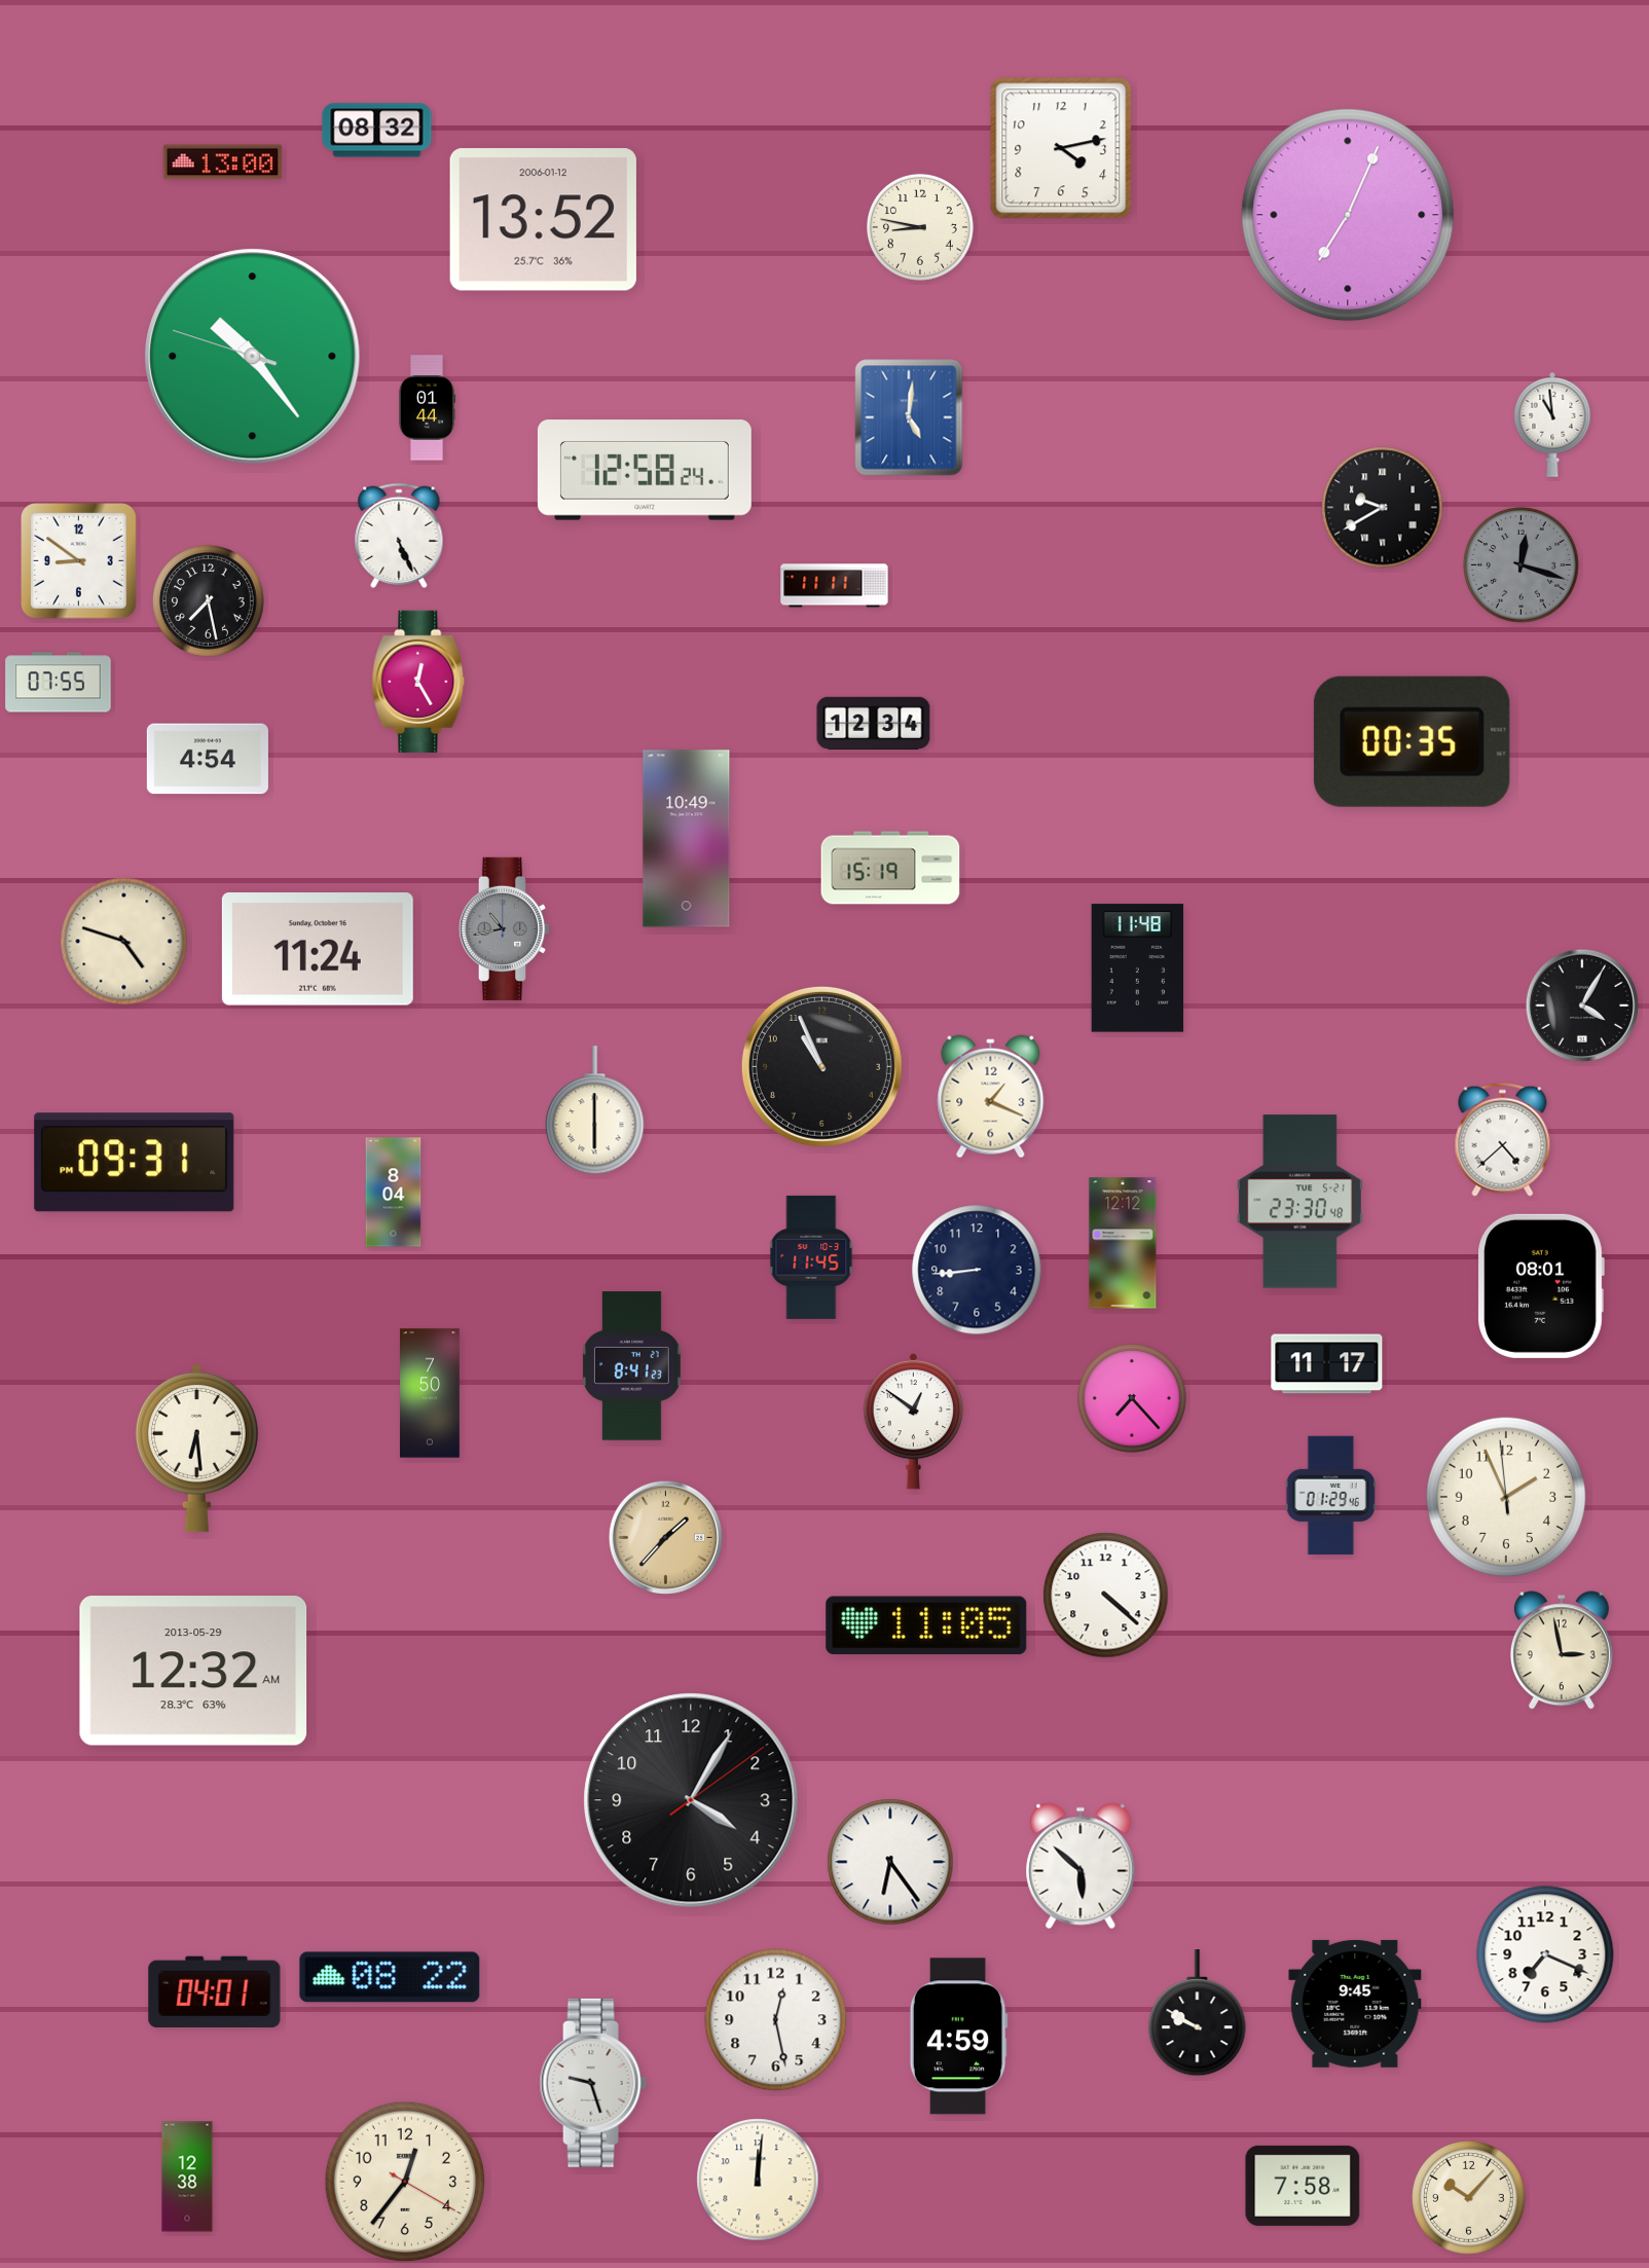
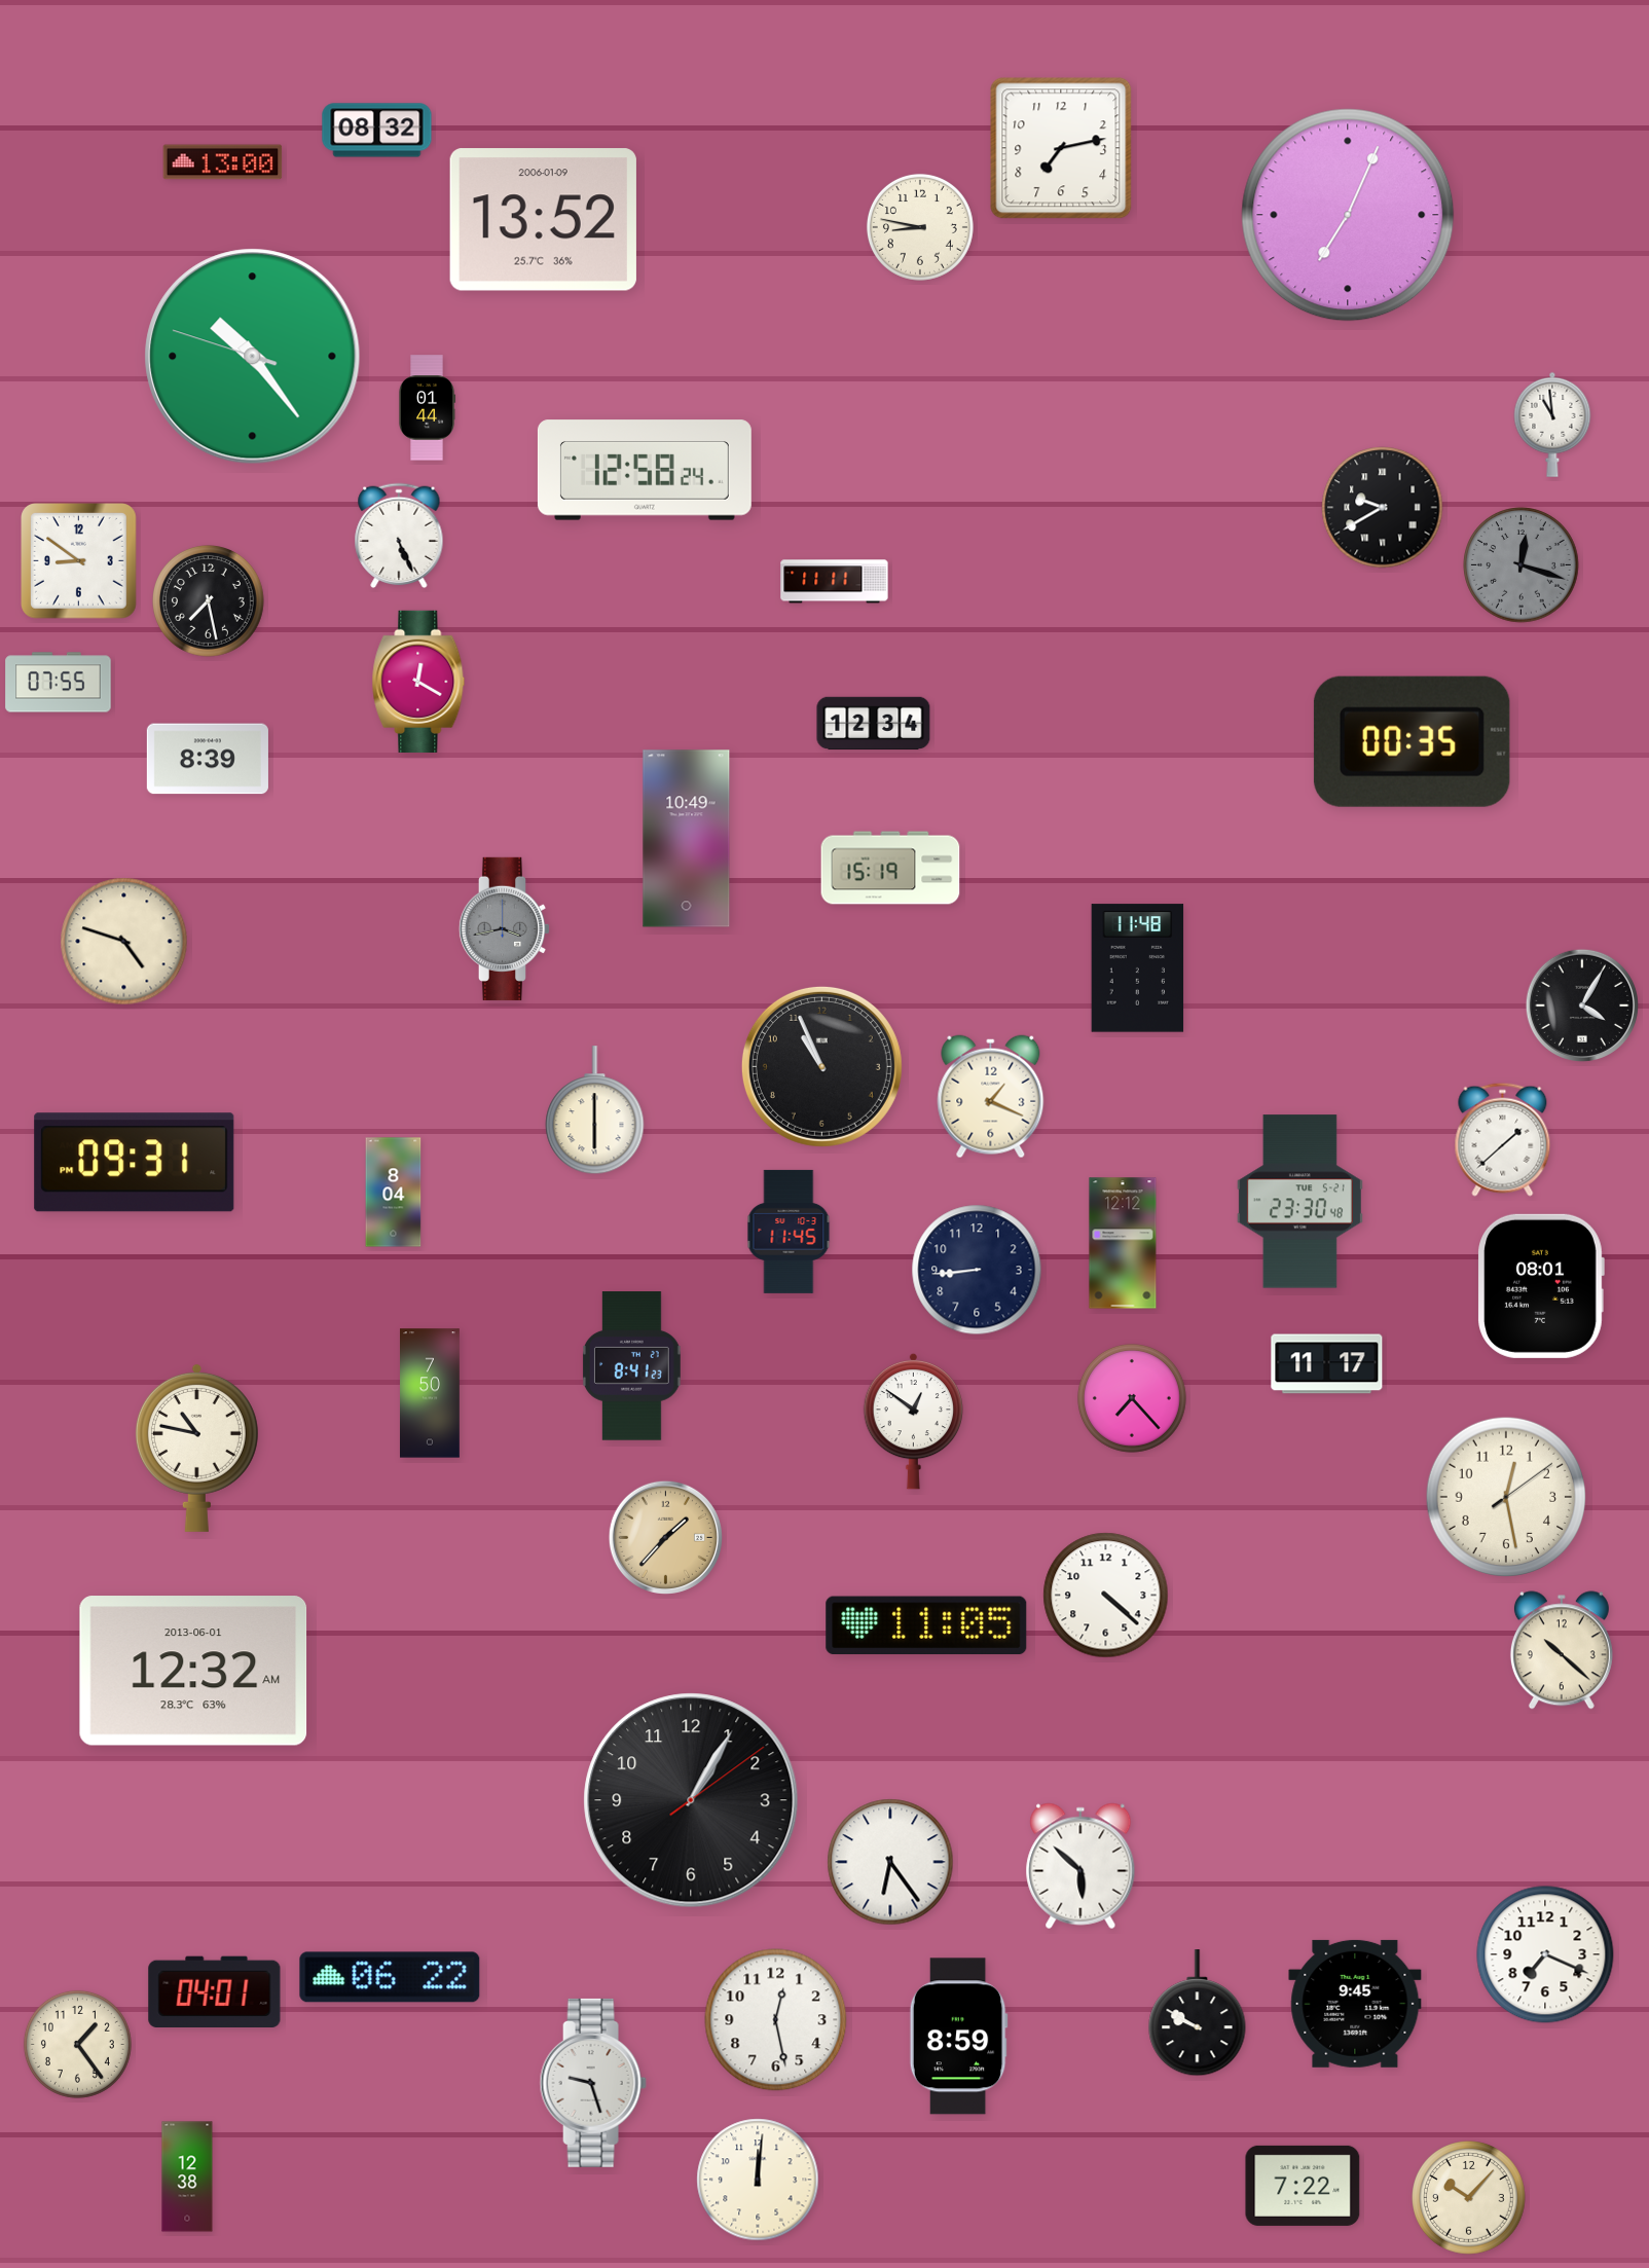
clock at (1061, 148): 4:13 -> 7:13
clock at (543, 220) date: 2006-01-12 -> 2006-01-09
clock at (909, 417): 5:01 -> none
clock at (835, 586) position: (835, 586) -> (835, 582)
clock at (418, 681): 12:25 -> 12:20
clock at (208, 759): 4:54 -> 8:39
clock at (505, 928): 10:43 -> 3:43
clock at (318, 950): 11:24 -> none
clock at (1503, 1139): 4:38 -> 1:38
clock at (811, 1257) position: (811, 1257) -> (789, 1232)
clock at (196, 1448): 6:29 -> 10:47
clock at (1330, 1496): 01:29 -> none
clock at (1506, 1497): 1:55 -> 12:28
clock at (1562, 1650): 2:58 -> 10:22
clock at (193, 1671) date: 2013-05-29 -> 2013-06-01
clock at (691, 1800): 4:05 -> 1:05
clock at (390, 1977): 08:22 -> 06:22
clock at (958, 2037): 4:59 -> 8:59
clock at (77, 2044): none -> 1:24
clock at (405, 2182): 12:36 -> none
clock at (1303, 2186): 7:58 -> 7:22
